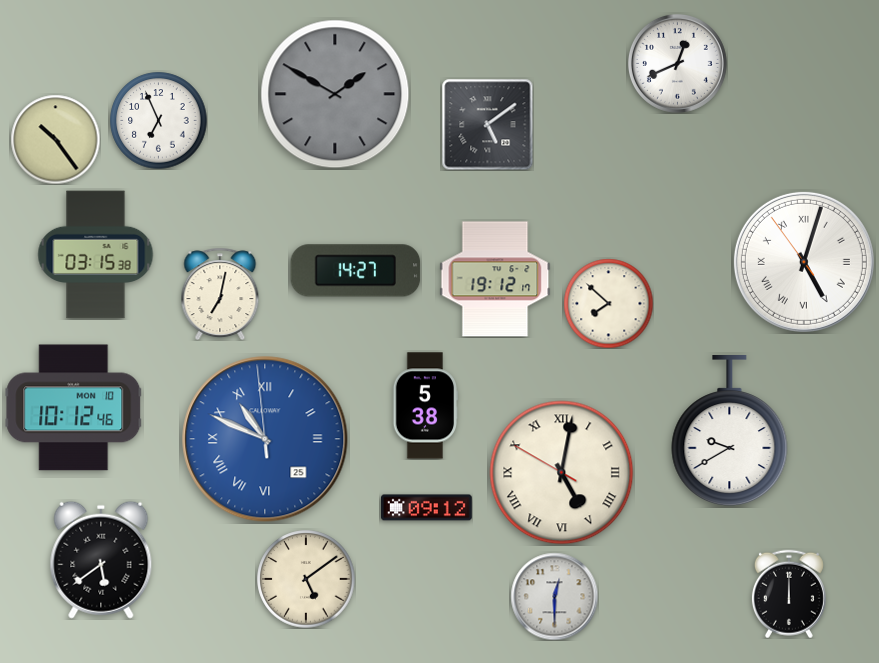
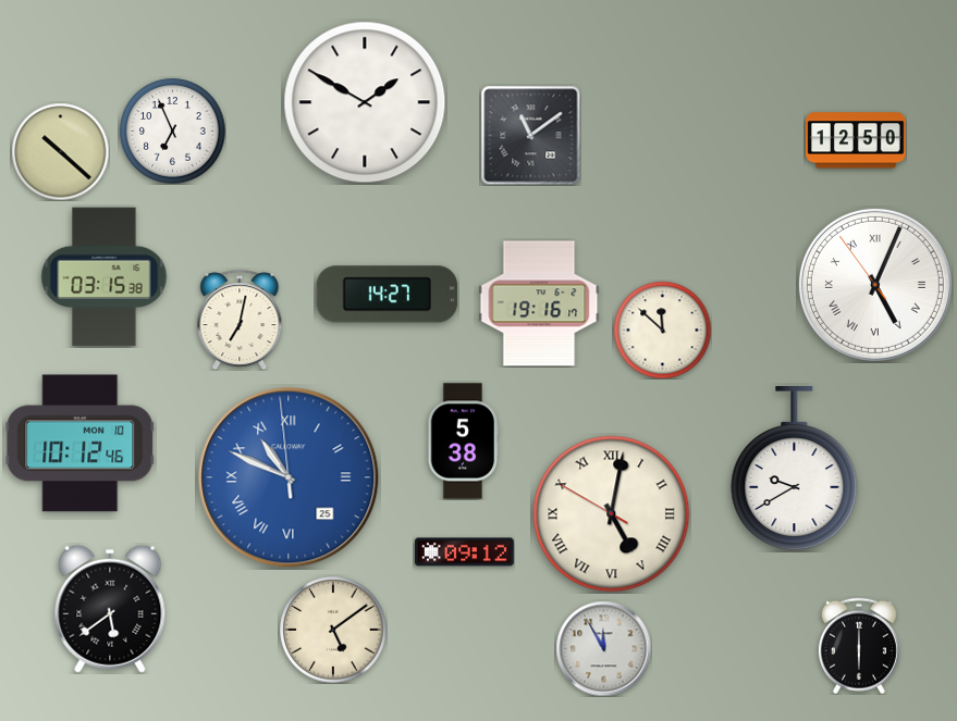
clock at (677, 63): 12:41 -> none
clock at (335, 94) dial: grey -> white
clock at (487, 124): 5:09 -> 11:09
clock at (856, 140): none -> 12:50
clock at (55, 139): 10:24 -> 10:22
clock at (804, 262): 5:02 -> 5:03
clock at (495, 279): 19:12 -> 19:16
clock at (608, 303): 7:52 -> 11:52
clock at (789, 594): 12:00 -> 6:00
clock at (554, 596): 12:30 -> 11:55
